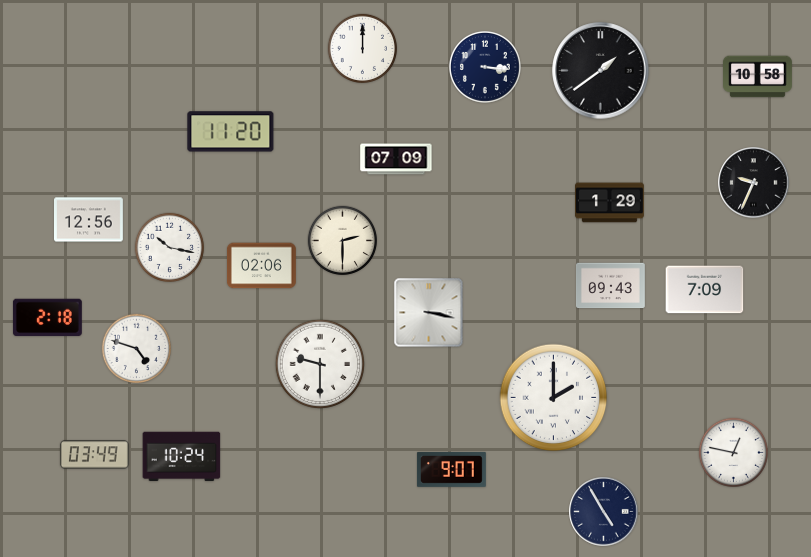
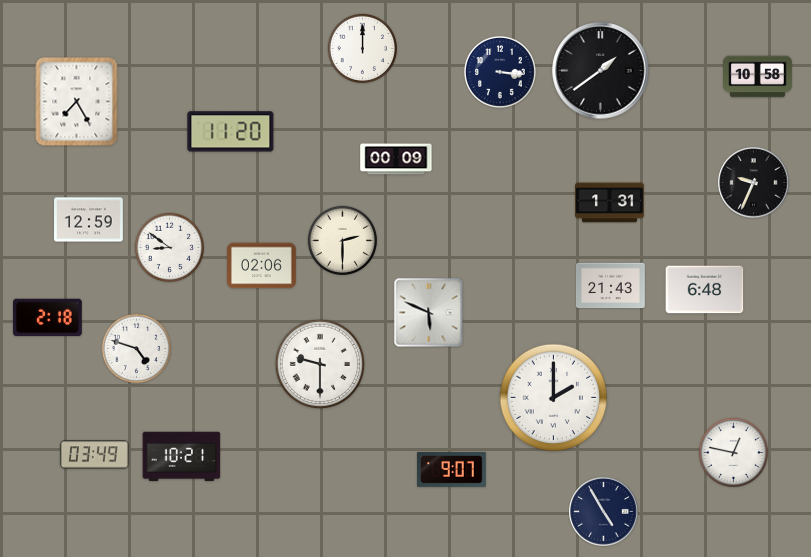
clock at (485, 67) position: (485, 67) -> (500, 72)
clock at (77, 102): none -> 7:25
clock at (396, 159): 07:09 -> 00:09
clock at (610, 203): 1:29 -> 1:31
clock at (89, 220): 12:56 -> 12:59
clock at (169, 247): 10:17 -> 8:51
clock at (611, 286): 09:43 -> 21:43
clock at (705, 290): 7:09 -> 6:48
clock at (429, 313): 3:17 -> 5:49
clock at (182, 457): 10:24 -> 10:21
